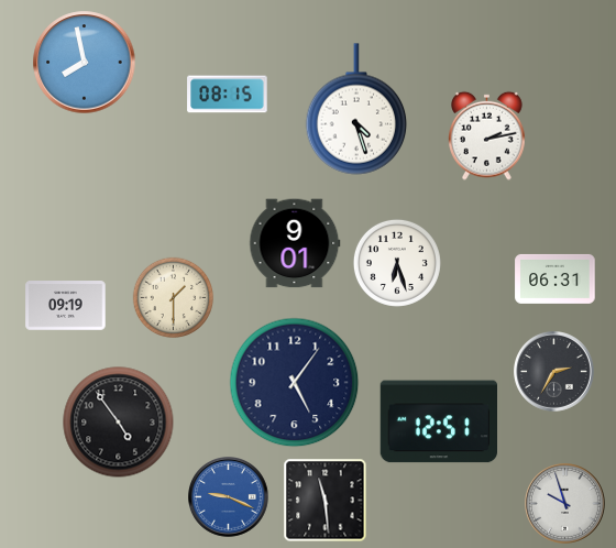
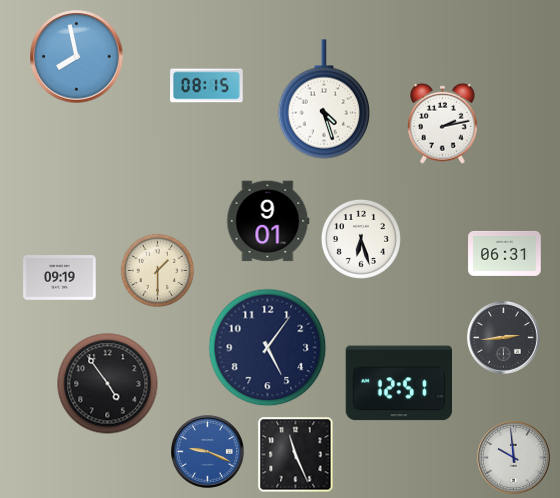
clock at (554, 372): 2:35 -> 2:44
clock at (326, 501): 11:29 -> 11:26
clock at (565, 504): 9:57 -> 9:59
